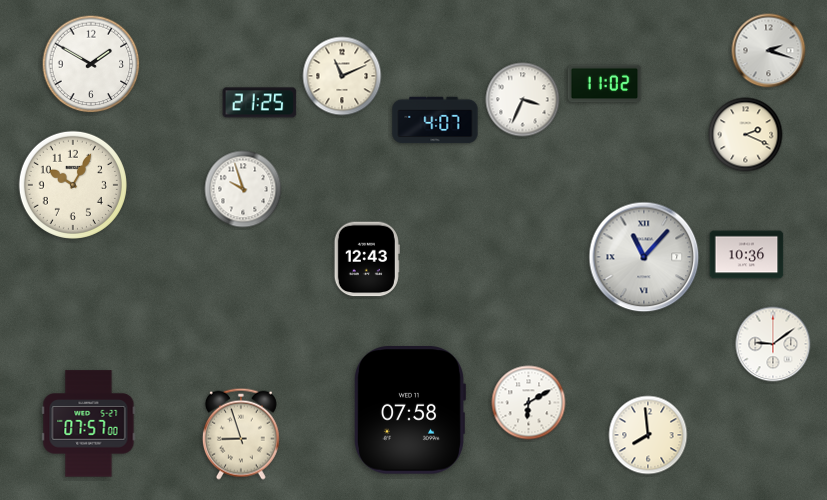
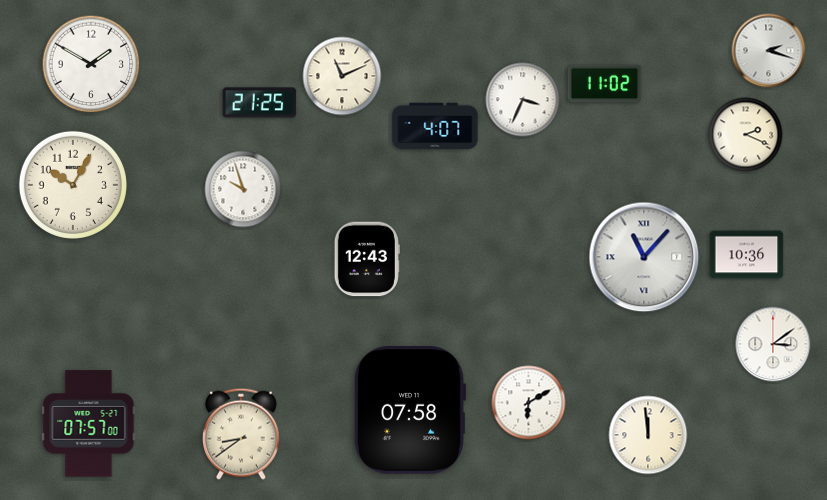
clock at (435, 120) position: (435, 120) -> (435, 126)
clock at (773, 344): 9:09 -> 3:09
clock at (241, 434): 8:57 -> 8:39
clock at (648, 435): 7:59 -> 11:59
